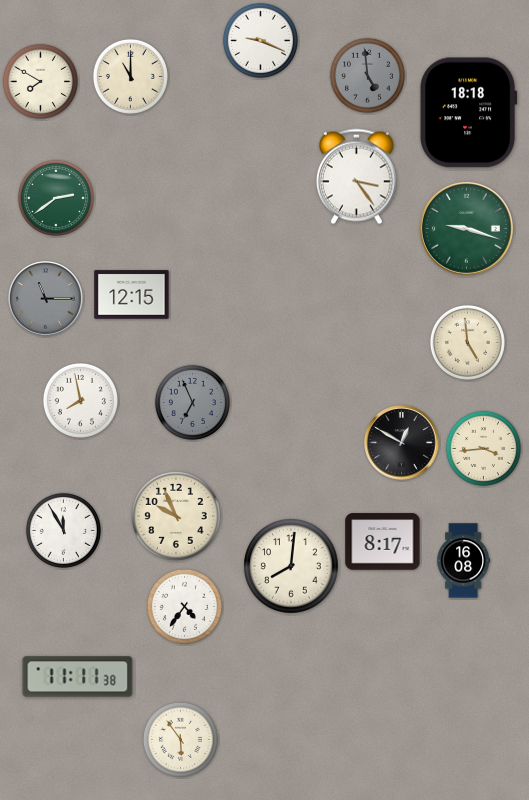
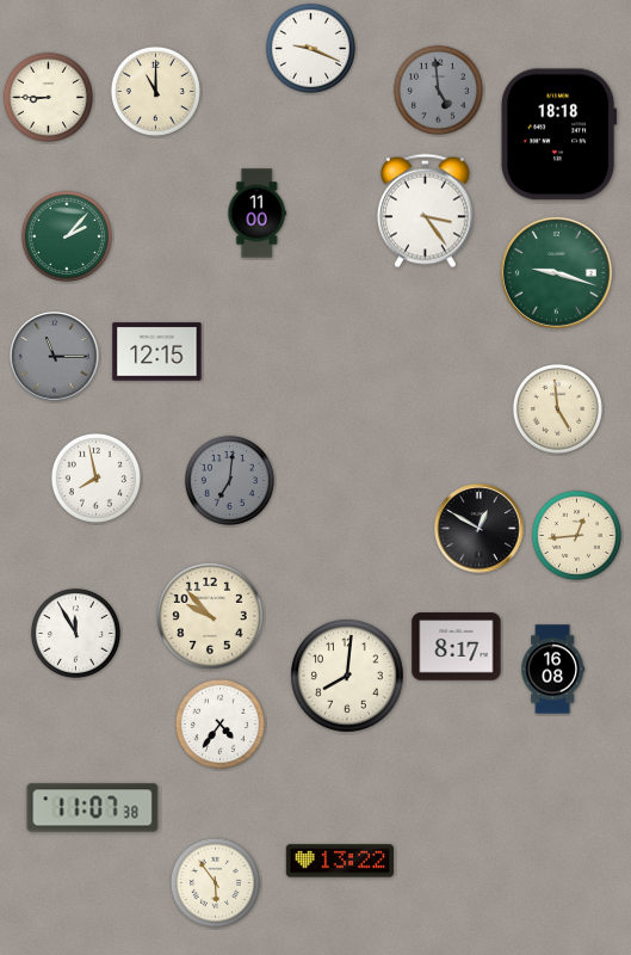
clock at (40, 81): 7:50 -> 8:45
clock at (256, 214): none -> 11:00
clock at (56, 198): 2:39 -> 2:07
clock at (192, 402): 6:56 -> 7:01
clock at (483, 448): 3:44 -> 12:44
clock at (177, 517): 9:56 -> 9:53
clock at (78, 677): 11:11 -> 11:07
clock at (339, 861): none -> 13:22
